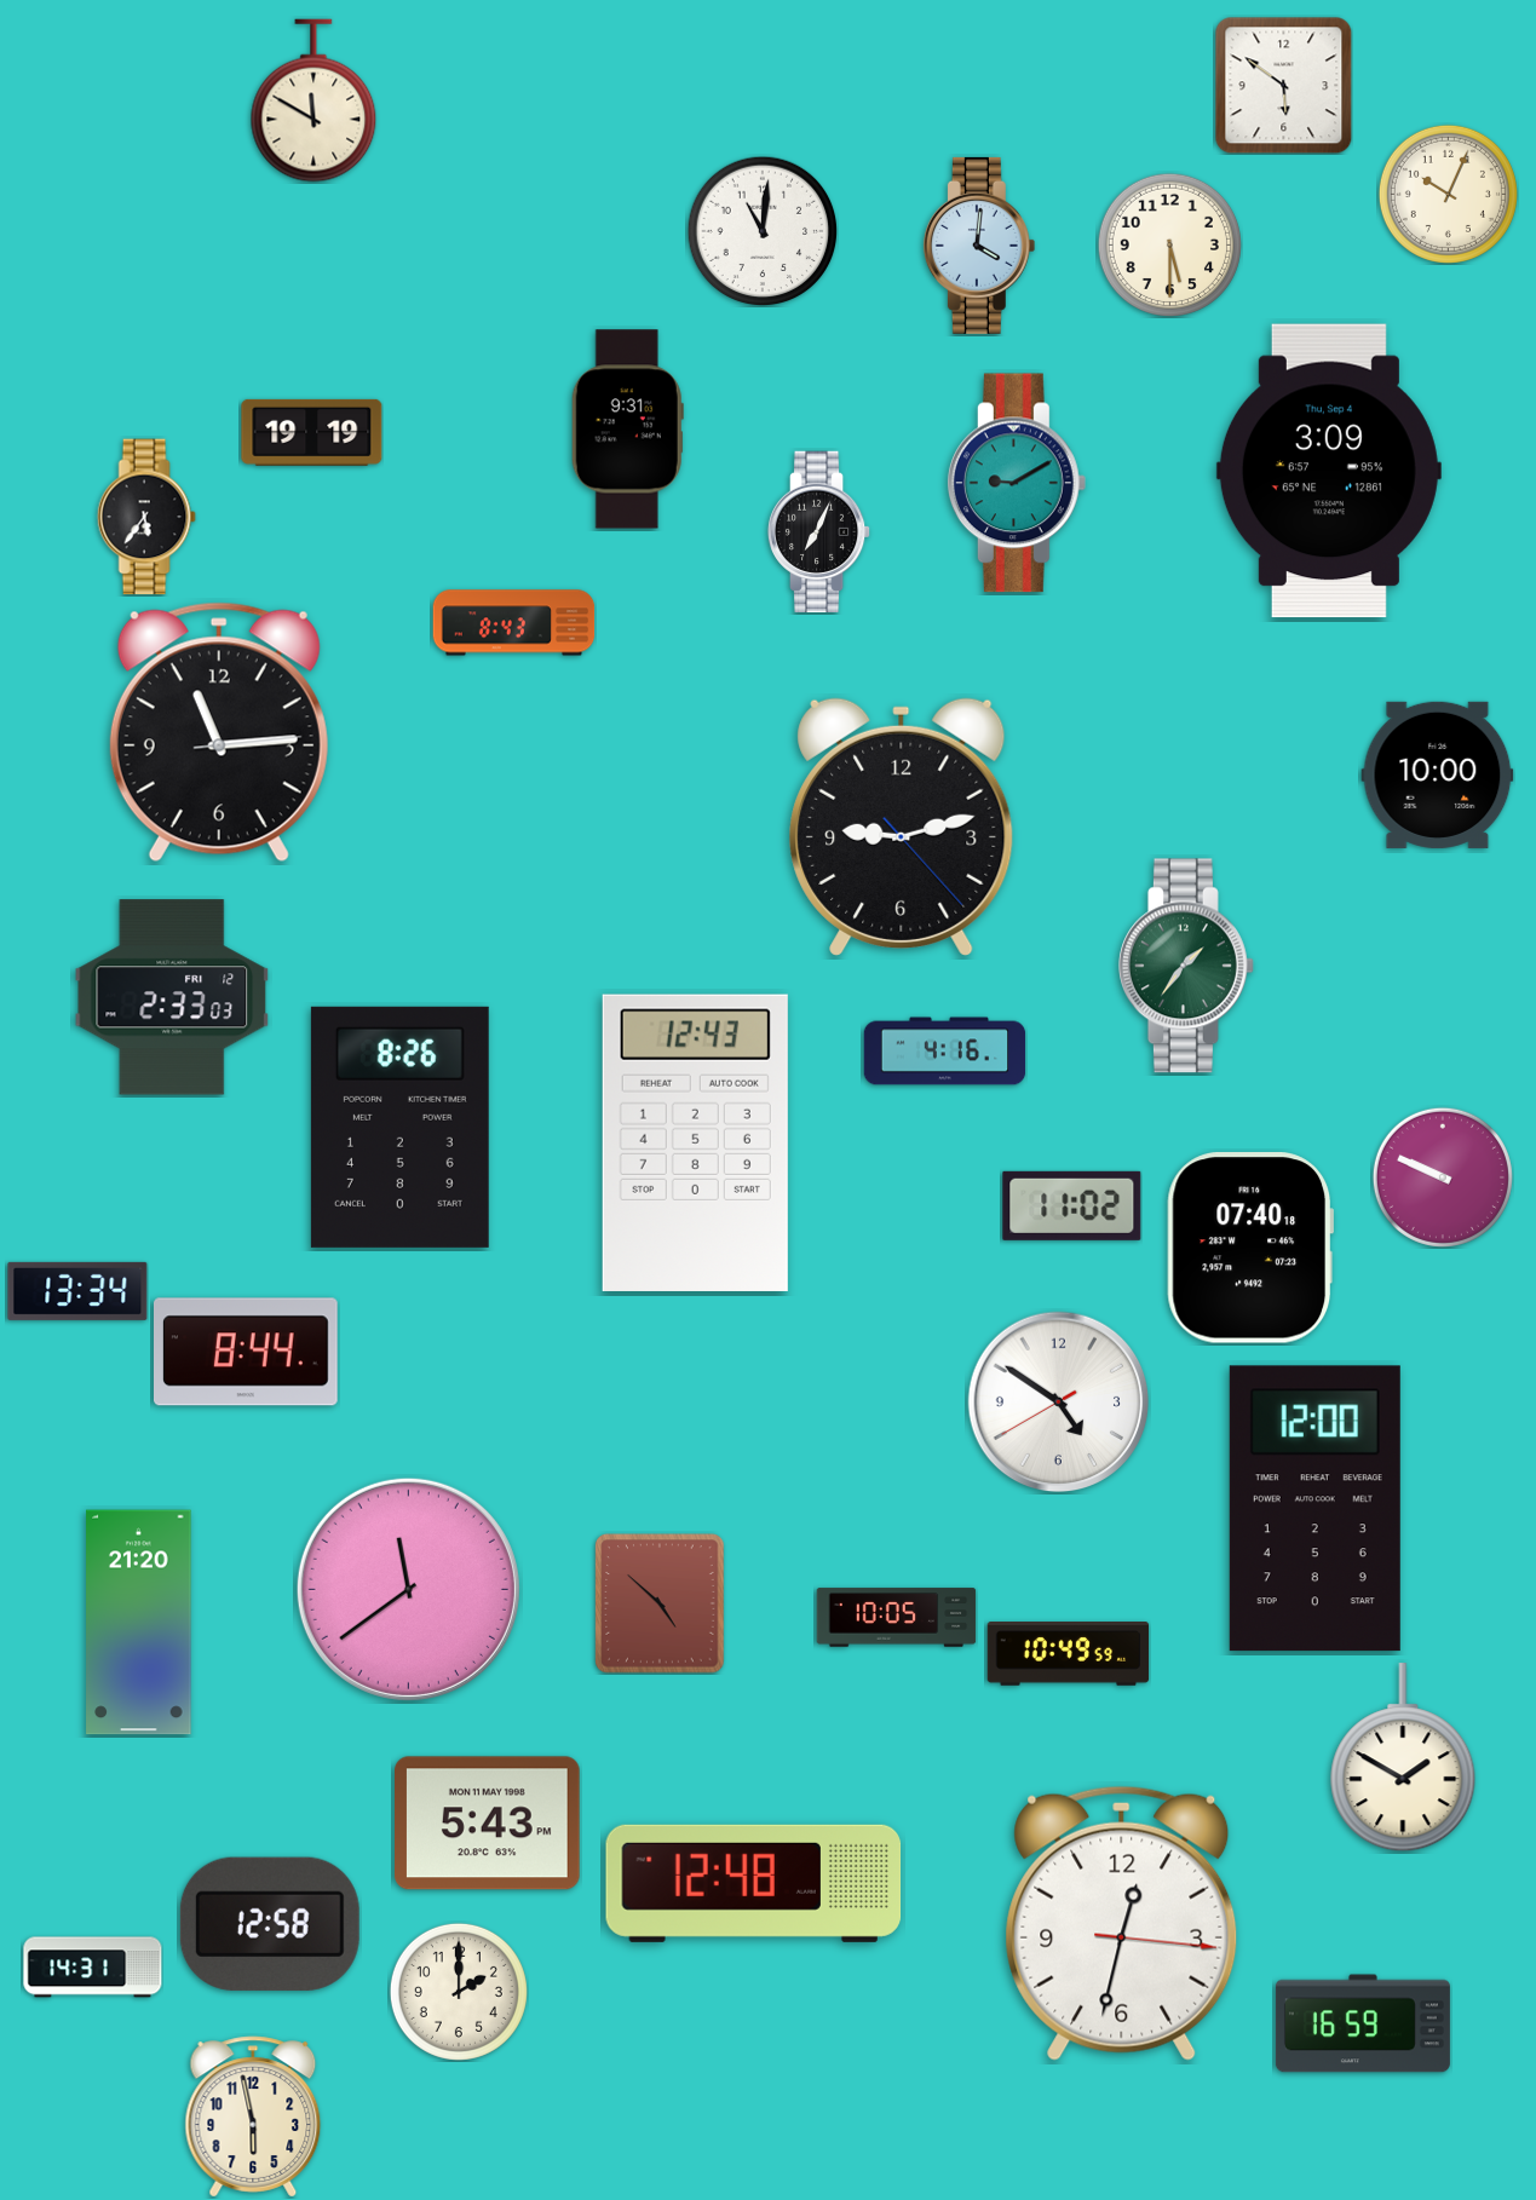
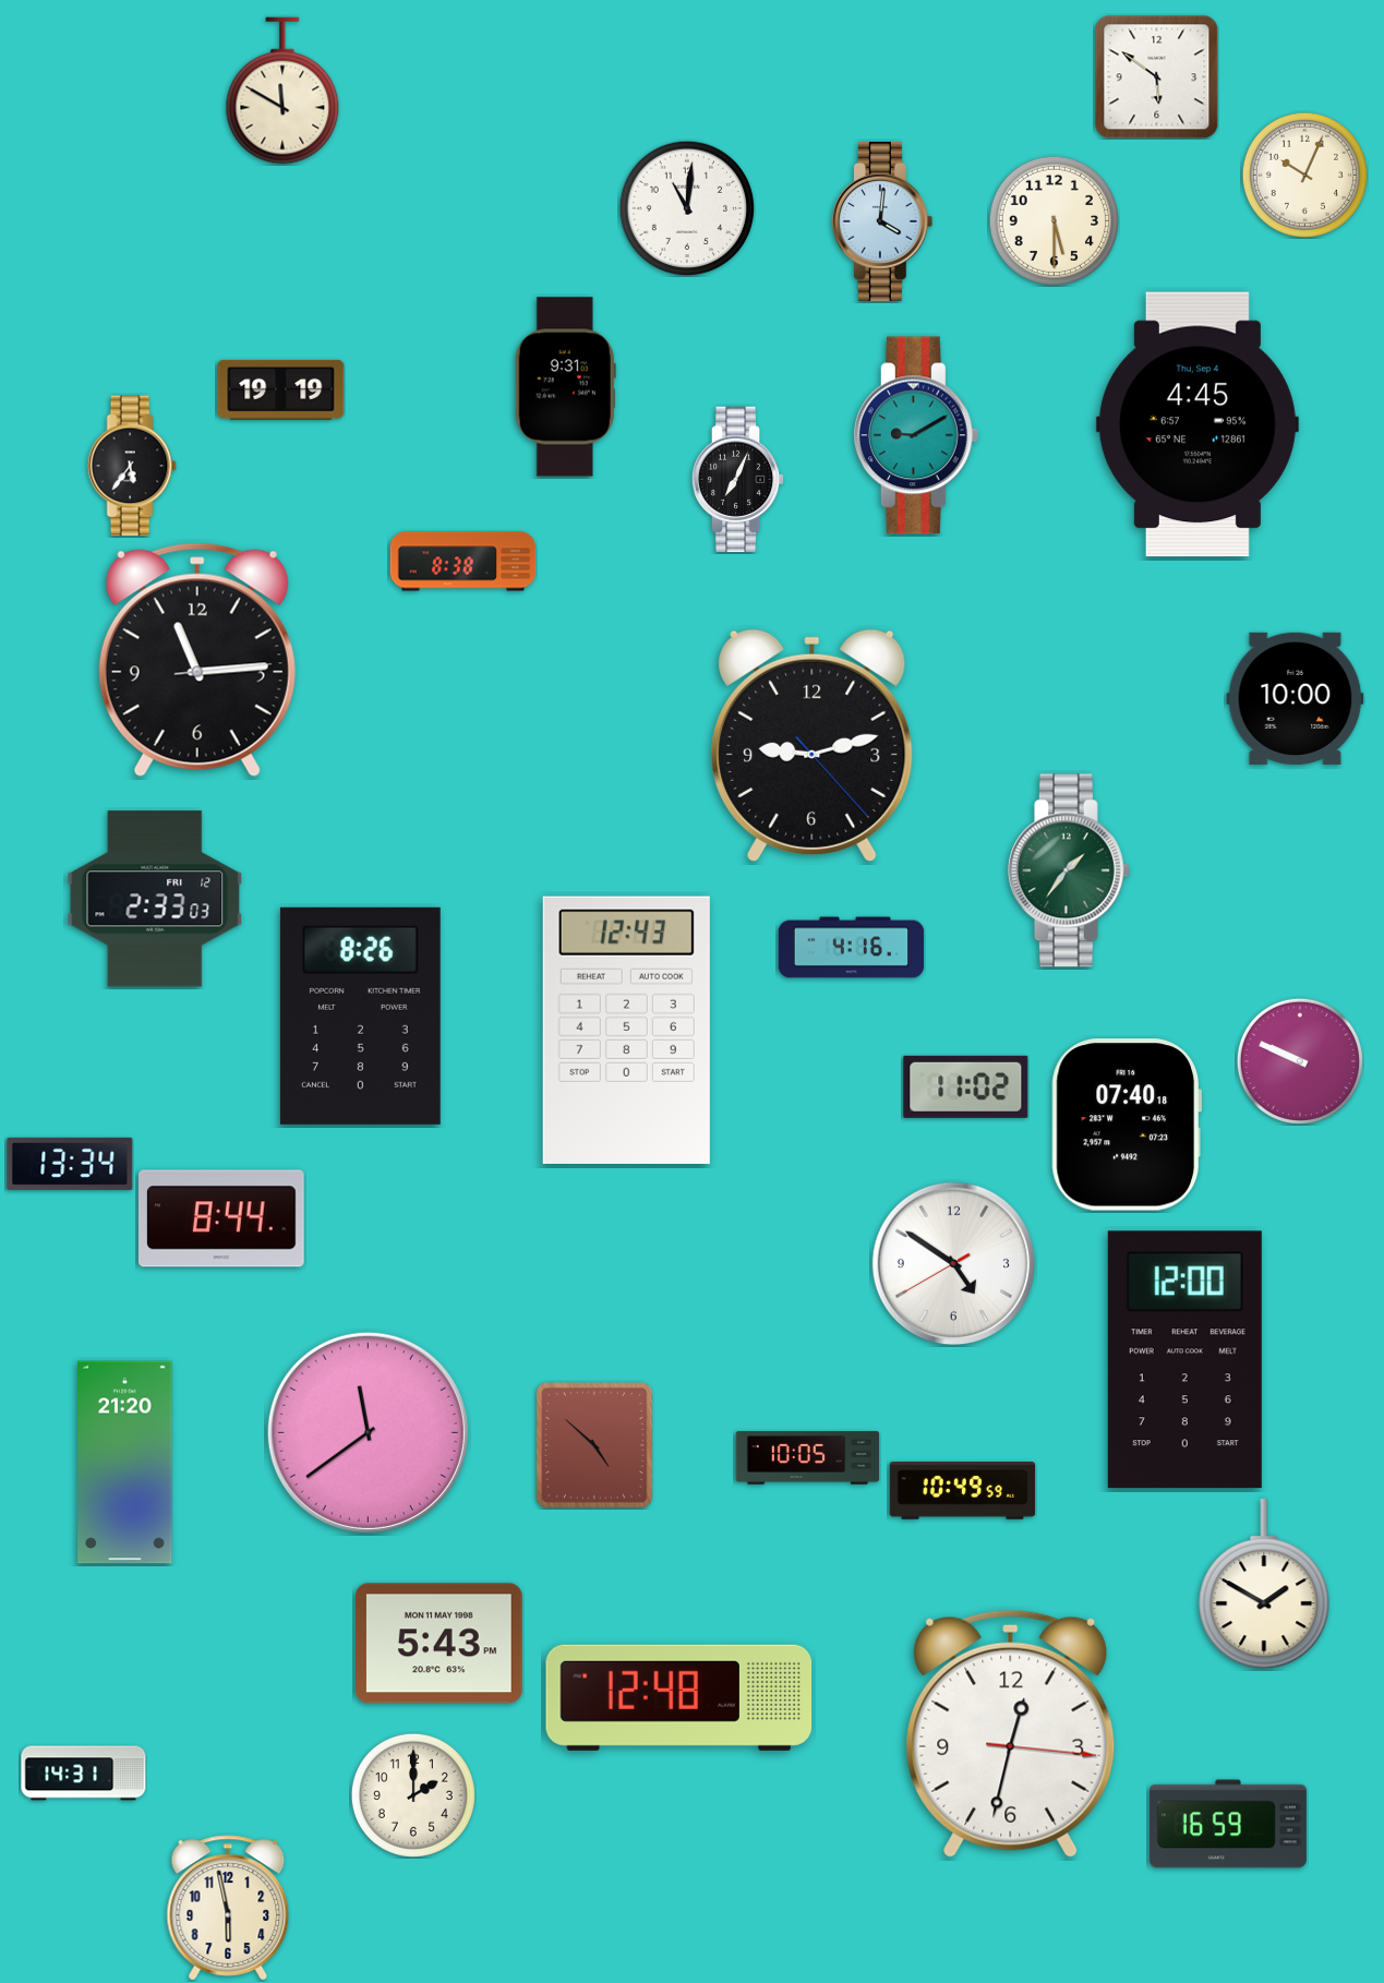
clock at (1329, 471): 3:09 -> 4:45
clock at (514, 623): 8:43 -> 8:38
clock at (270, 1924): 12:58 -> none
